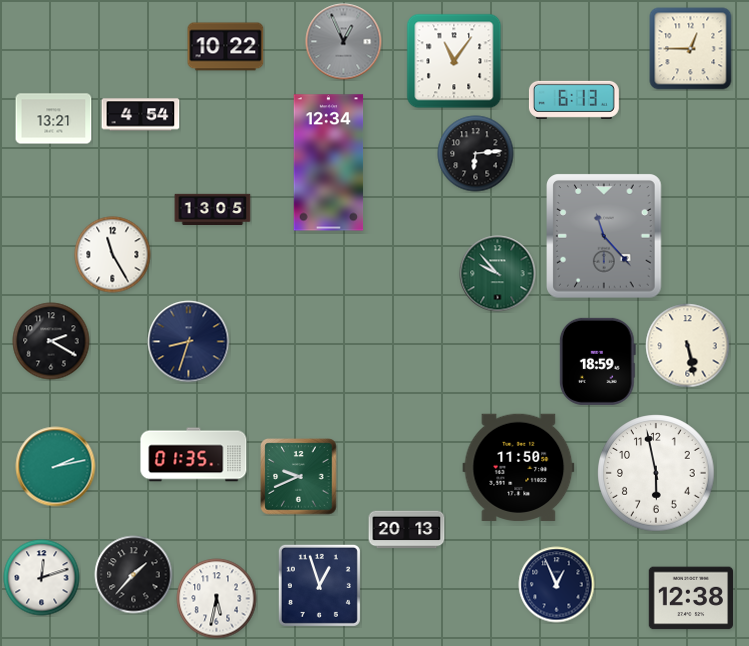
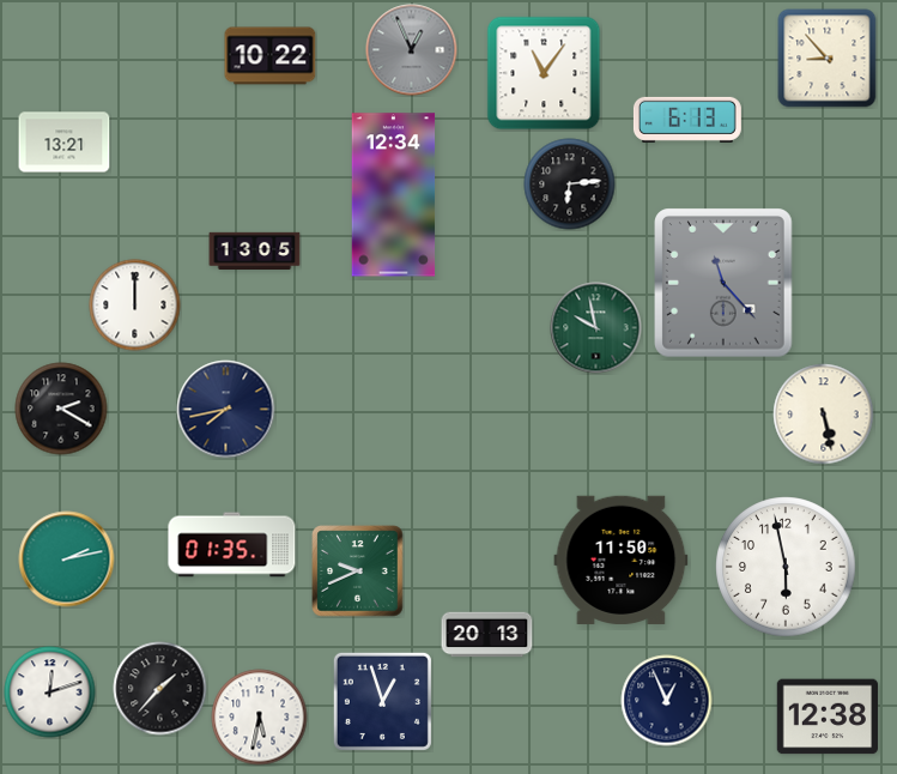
clock at (691, 49): 12:45 -> 8:53
clock at (141, 115): 4:54 -> none
clock at (113, 255): 11:25 -> 12:00
clock at (498, 274): 9:53 -> 9:58
clock at (189, 342): 8:33 -> 7:43
clock at (597, 361): 18:59 -> none
